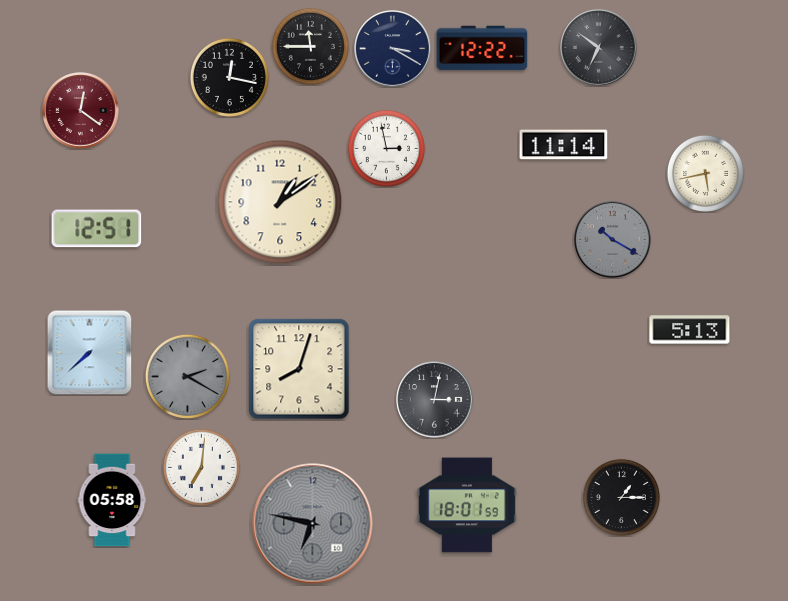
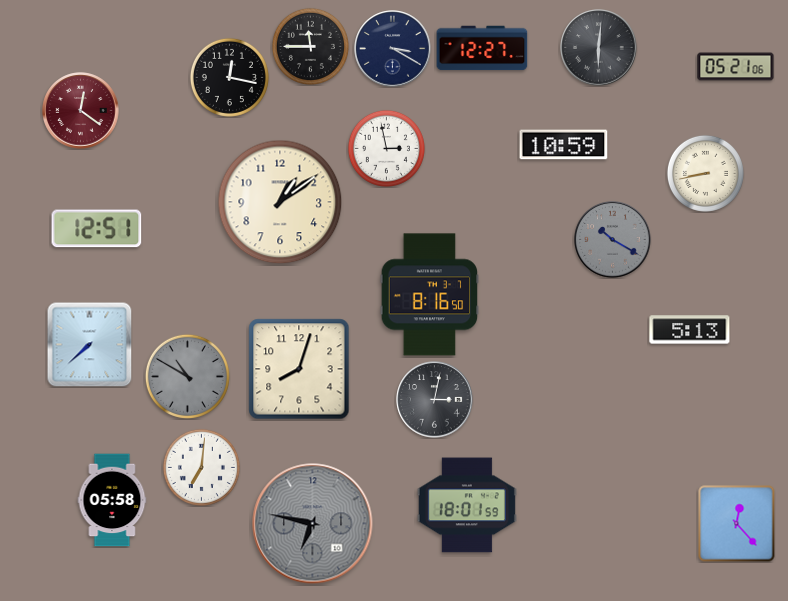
clock at (482, 48): 12:22 -> 12:27
clock at (599, 48): 6:51 -> 6:01
clock at (736, 67): none -> 05:21
clock at (564, 145): 11:14 -> 10:59
clock at (705, 173): 5:43 -> 8:43
clock at (430, 295): none -> 8:16
clock at (89, 352) position: (89, 352) -> (89, 344)
clock at (187, 376): 2:20 -> 10:50
clock at (621, 497): 1:15 -> none
clock at (737, 524): none -> 12:23
